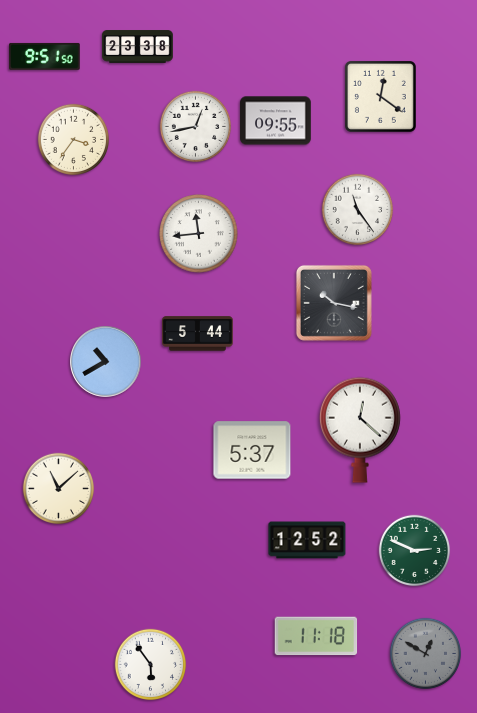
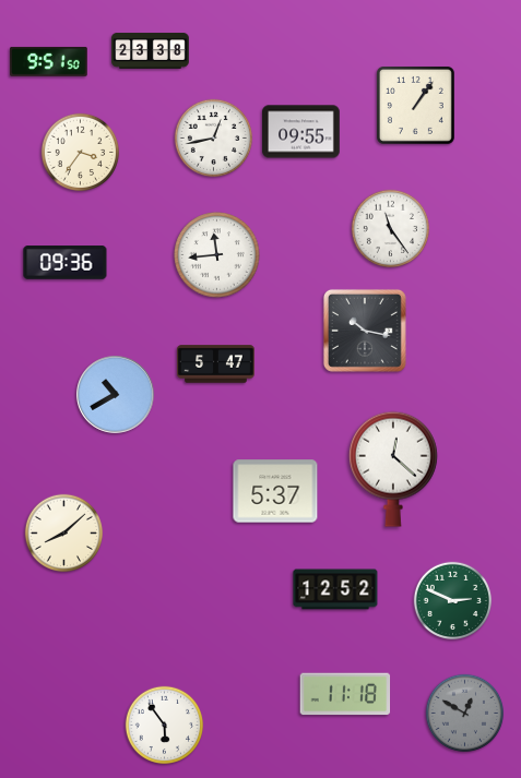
clock at (380, 96): 12:21 -> 1:06
clock at (66, 263): none -> 09:36
clock at (198, 334): 5:44 -> 5:47
clock at (59, 489): 11:08 -> 8:08
